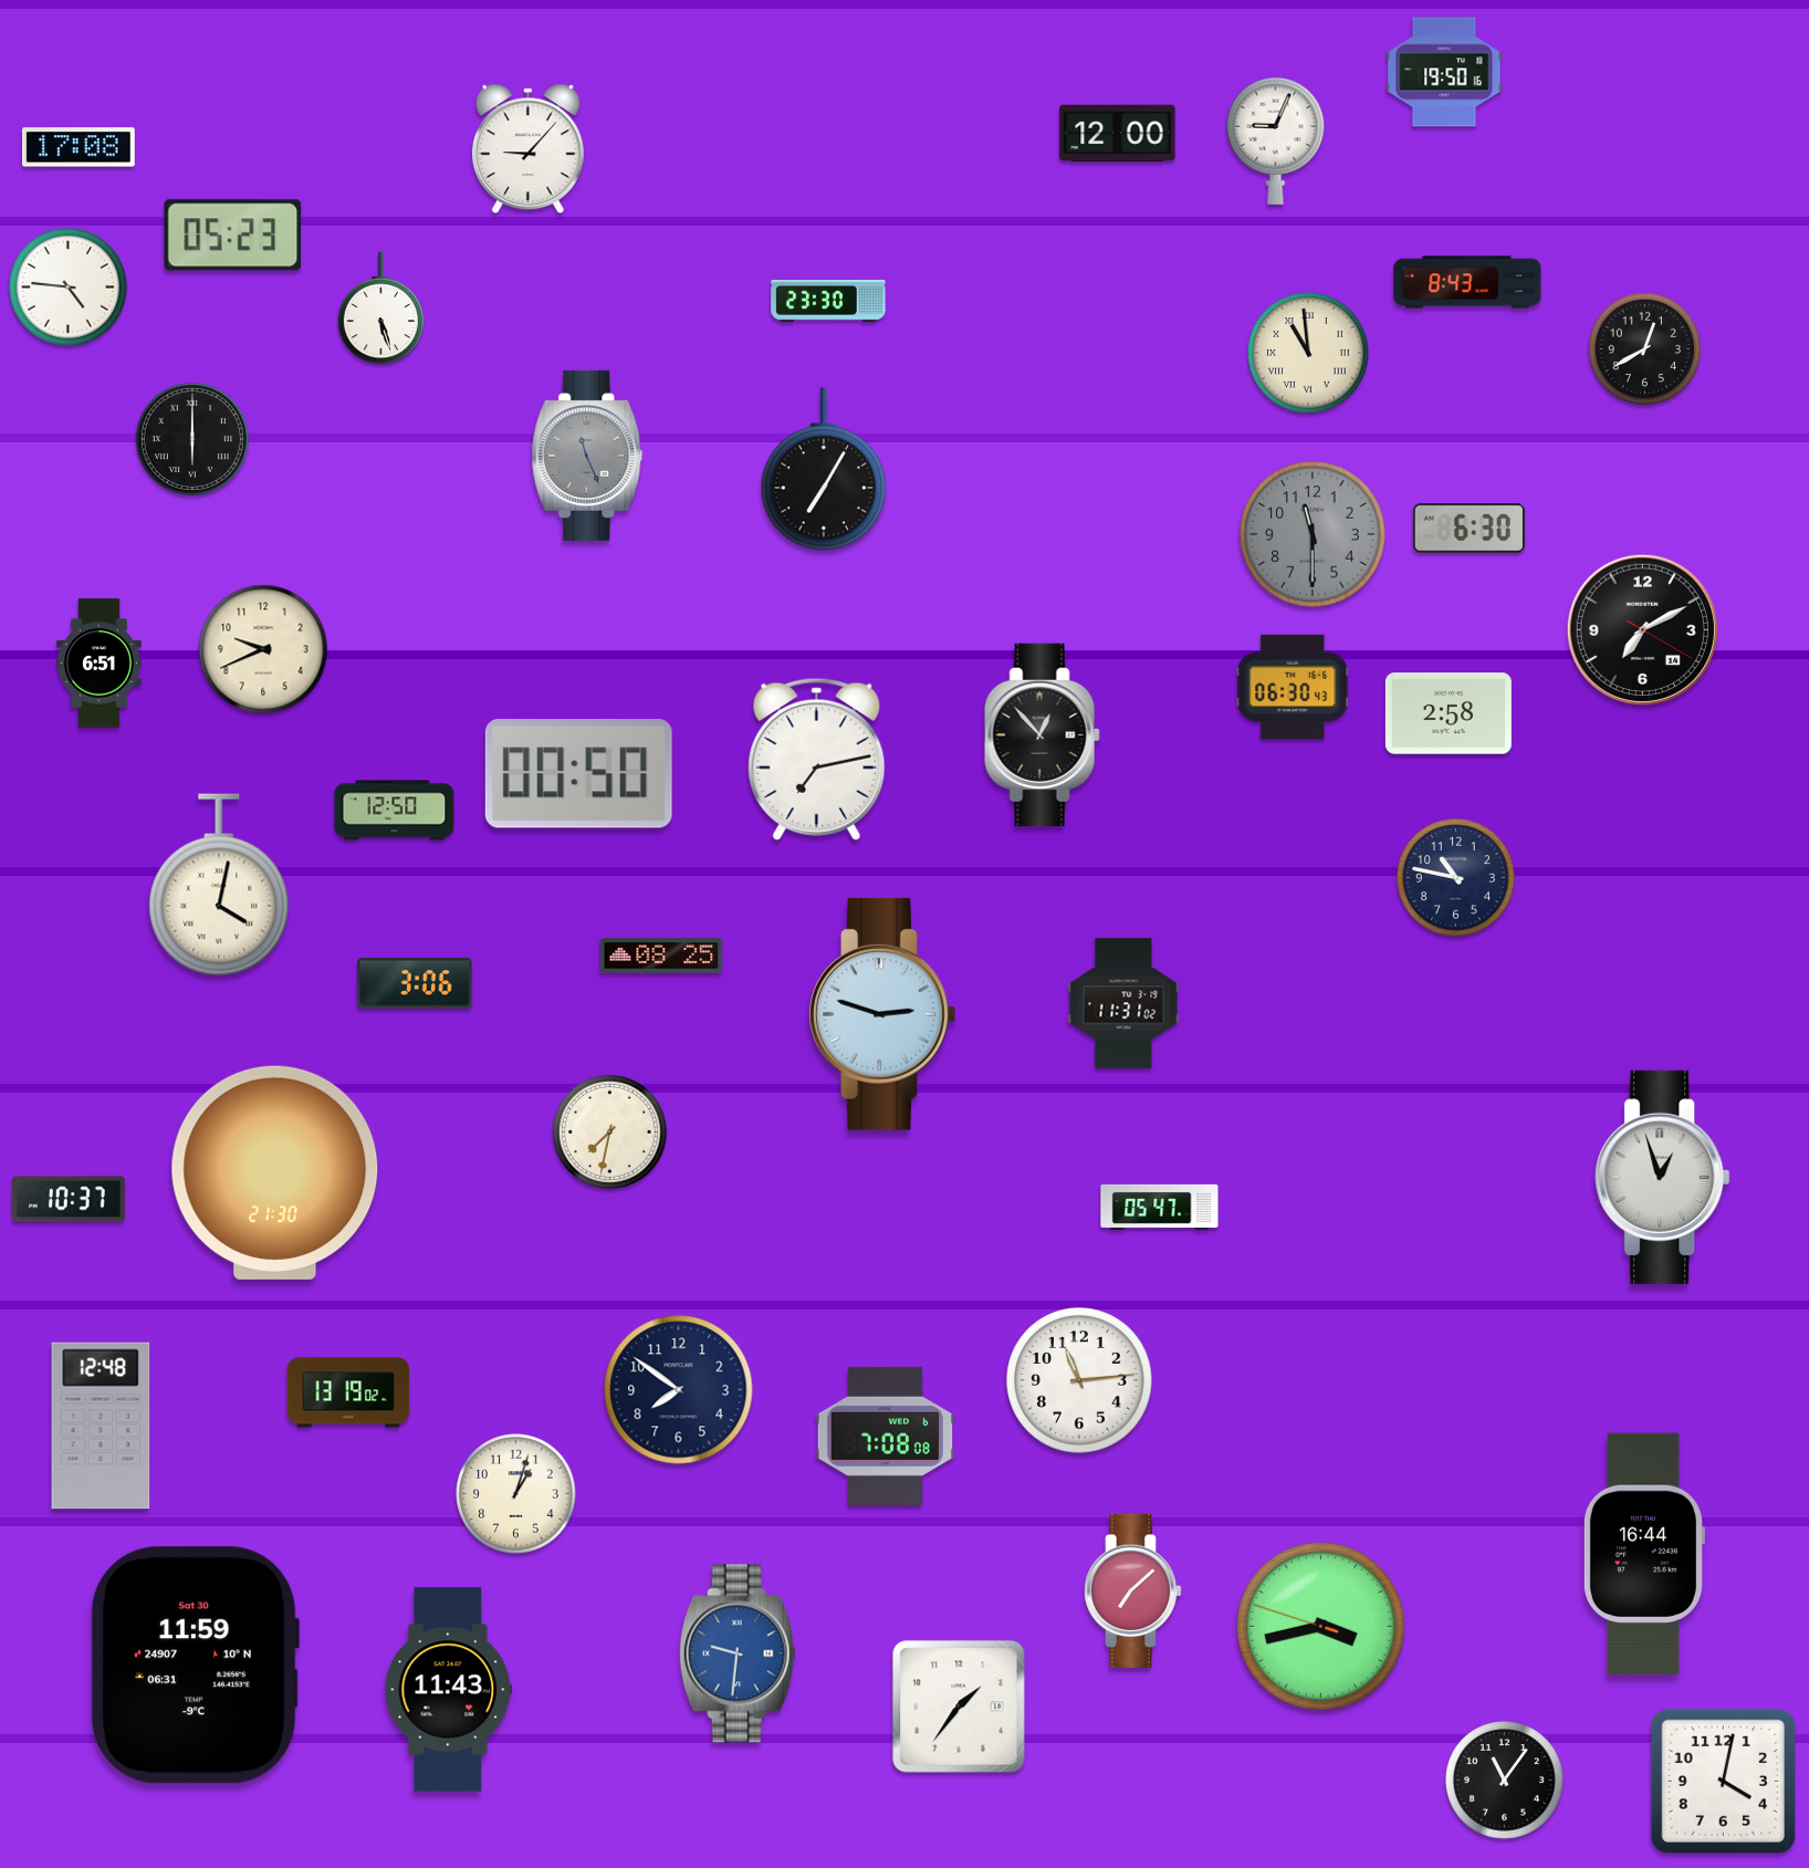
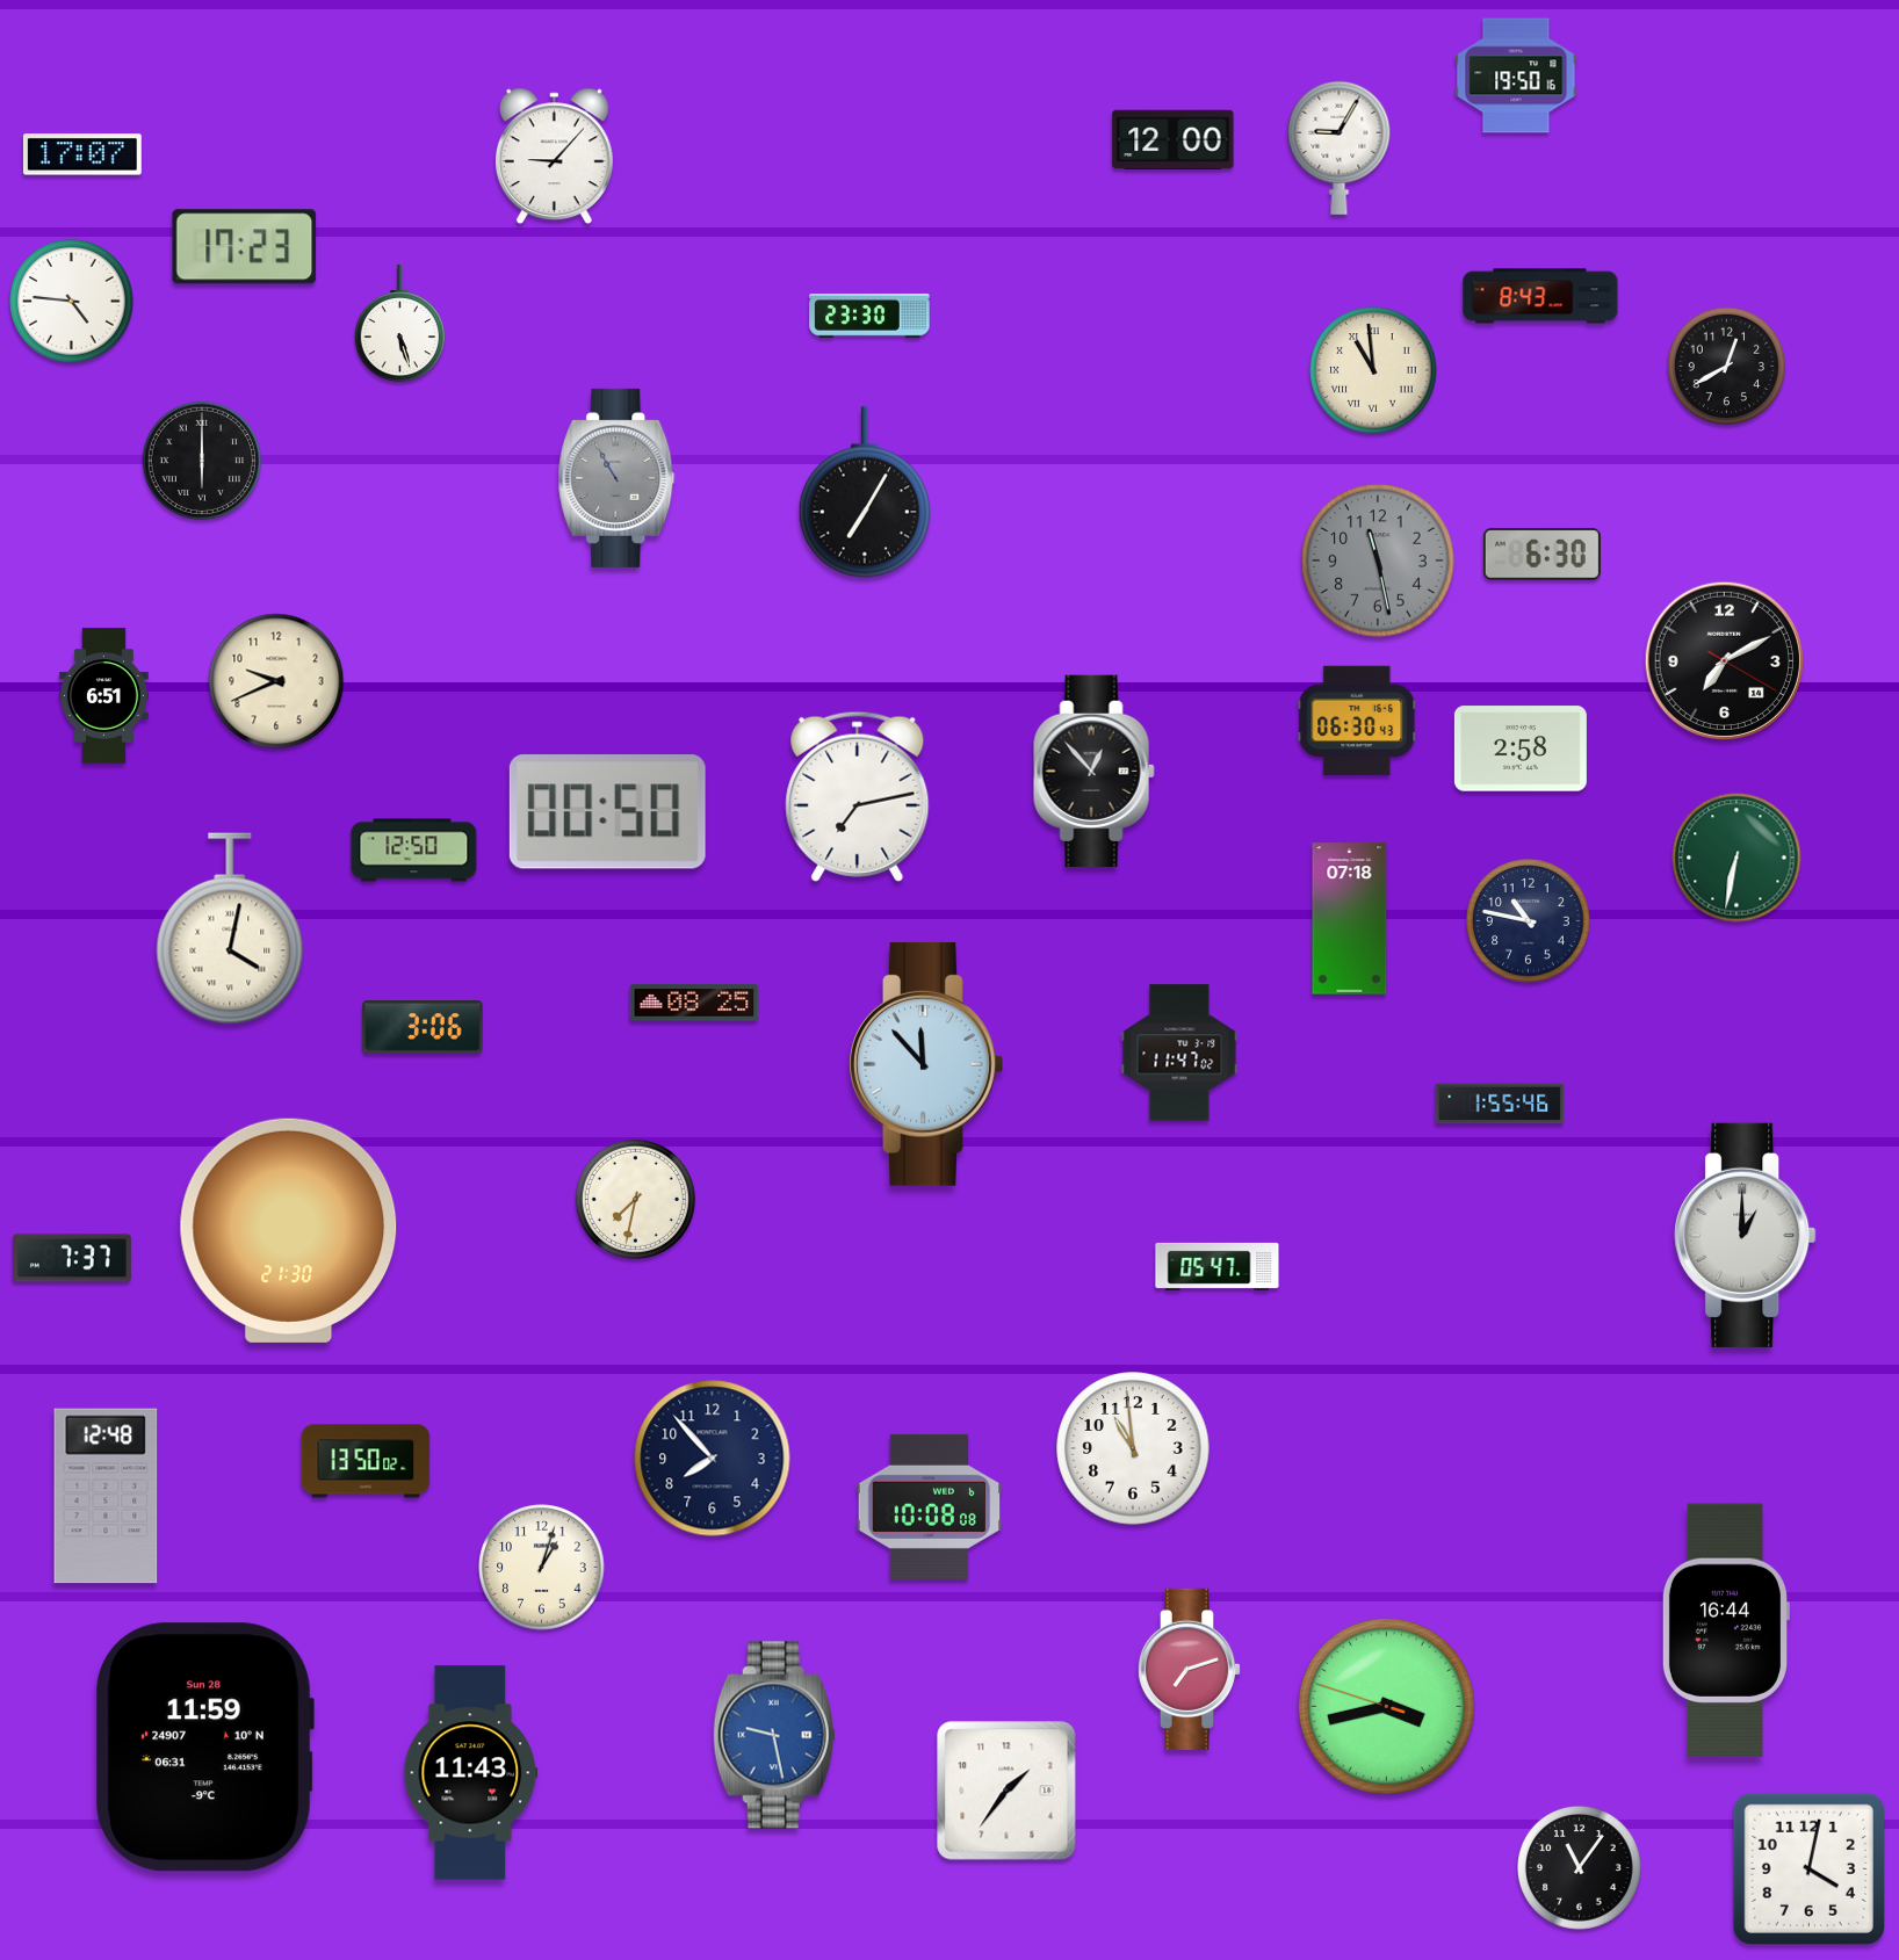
clock at (1276, 140): 9:04 -> 9:05
clock at (79, 147): 17:08 -> 17:07
clock at (233, 236): 05:23 -> 17:23
clock at (587, 456): 11:26 -> 10:55
clock at (1313, 534): 11:30 -> 11:28
clock at (1736, 858): none -> 6:32
clock at (1350, 919): none -> 07:18
clock at (415, 984) position: (415, 984) -> (423, 1028)
clock at (1123, 1003): 11:31 -> 11:47
clock at (882, 1014): 2:48 -> 11:53
clock at (1500, 1104): none -> 1:55
clock at (609, 1131) position: (609, 1131) -> (635, 1199)
clock at (1663, 1177): 12:57 -> 1:00
clock at (70, 1199): 10:37 -> 7:37
clock at (1079, 1380): 11:14 -> 10:59
clock at (679, 1390): 7:51 -> 7:53
clock at (348, 1392): 13:19 -> 13:50
clock at (886, 1436): 7:08 -> 10:08
clock at (1133, 1590): 7:08 -> 7:12
clock at (738, 1653): 9:31 -> 9:28
clock at (196, 1666) date: Sat 30 -> Sun 28
